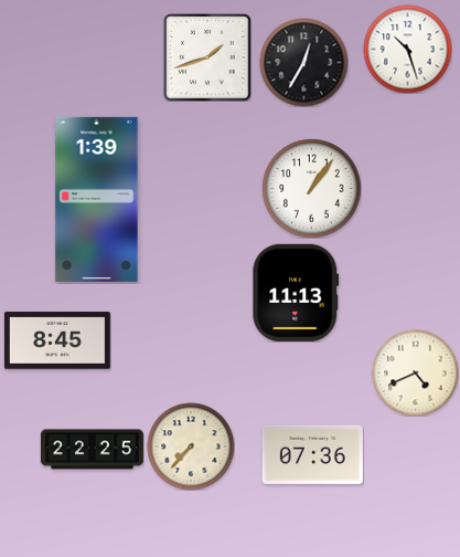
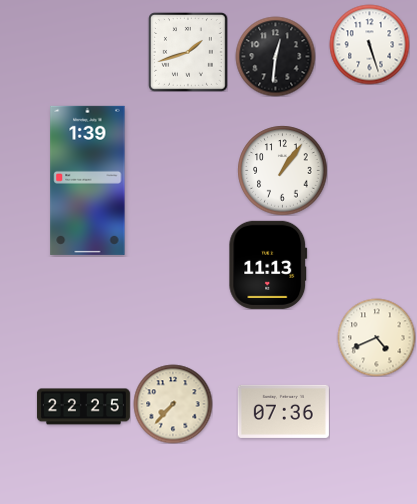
clock at (407, 49): 10:27 -> 5:27
clock at (303, 62): 12:35 -> 12:31
clock at (57, 340): 8:45 -> none
